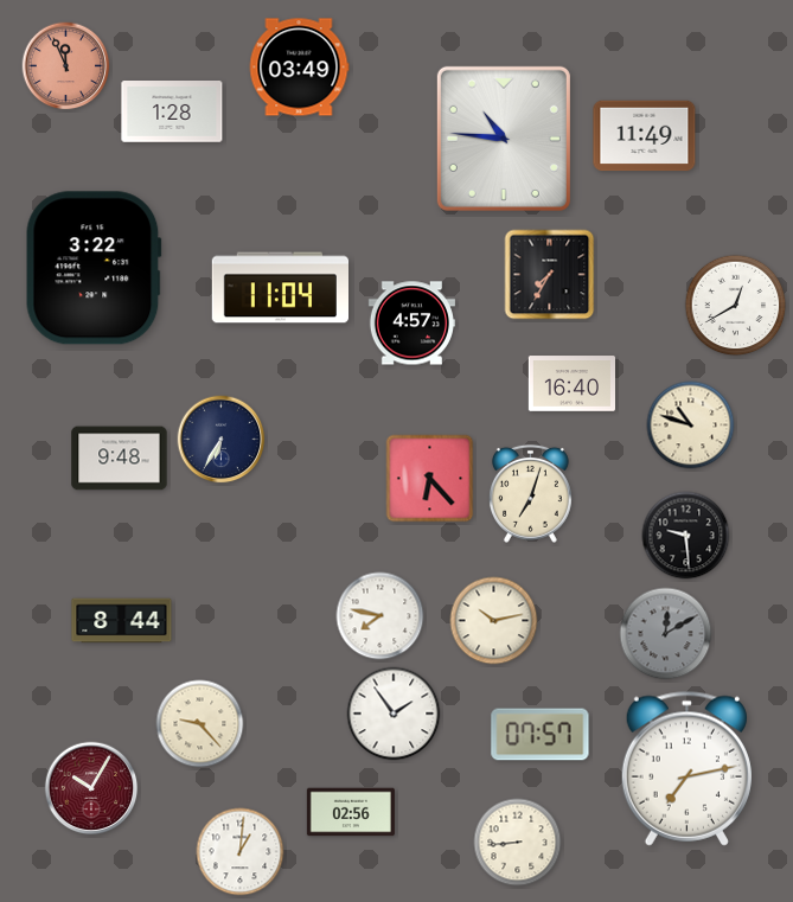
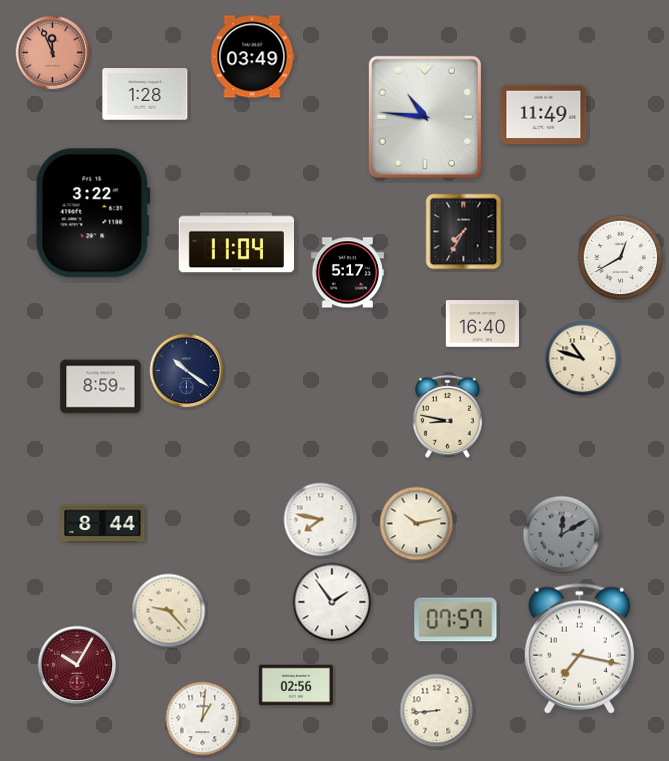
clock at (66, 66) position: (66, 66) -> (53, 53)
clock at (94, 268) position: (94, 268) -> (93, 213)
clock at (411, 324): 4:57 -> 5:17
clock at (222, 440): 6:35 -> 10:21
clock at (120, 459): 9:48 -> 8:59
clock at (430, 479): 6:23 -> none
clock at (530, 493): 7:03 -> 8:47
clock at (686, 536): 9:29 -> none
clock at (686, 768): 7:13 -> 7:17
